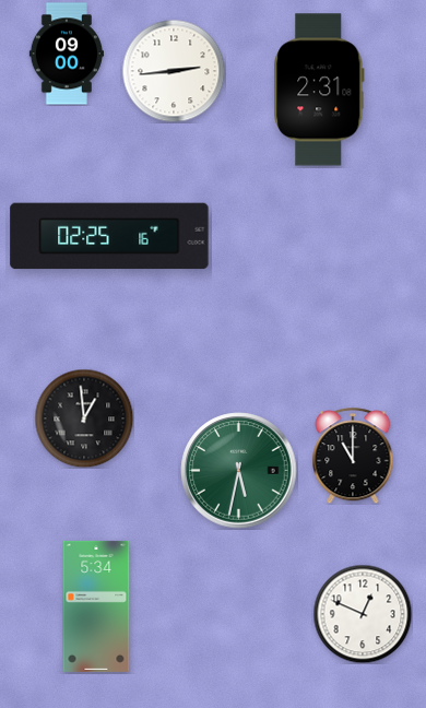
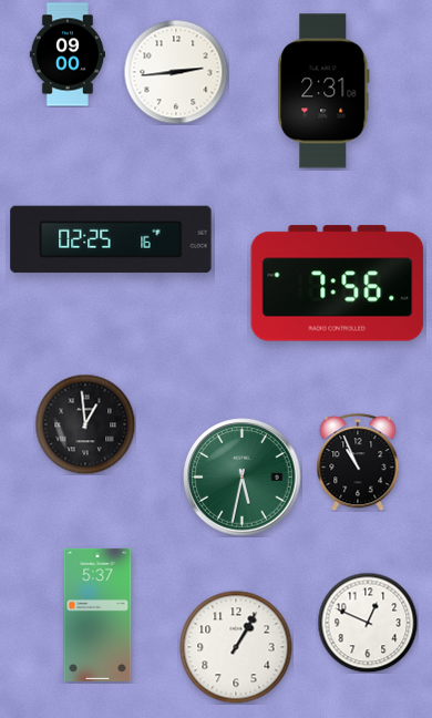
clock at (338, 284): none -> 7:56
clock at (353, 456): 11:00 -> 10:56
clock at (96, 606): 5:34 -> 5:37
clock at (236, 647): none -> 1:05
